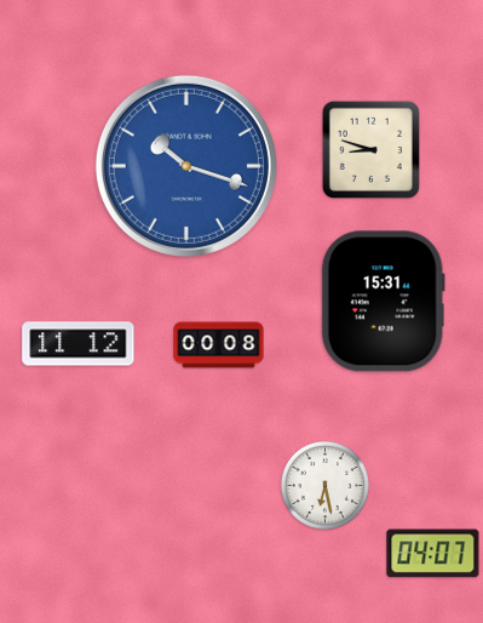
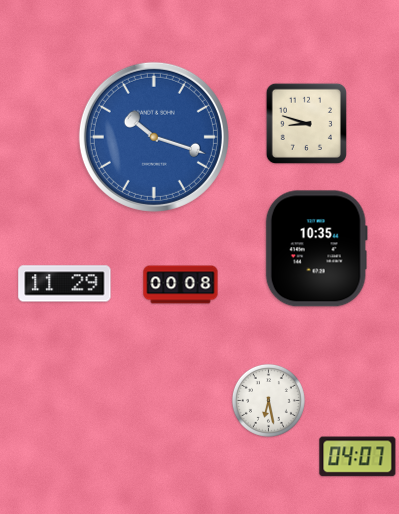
clock at (383, 302): 15:31 -> 10:35
clock at (79, 344): 11:12 -> 11:29
